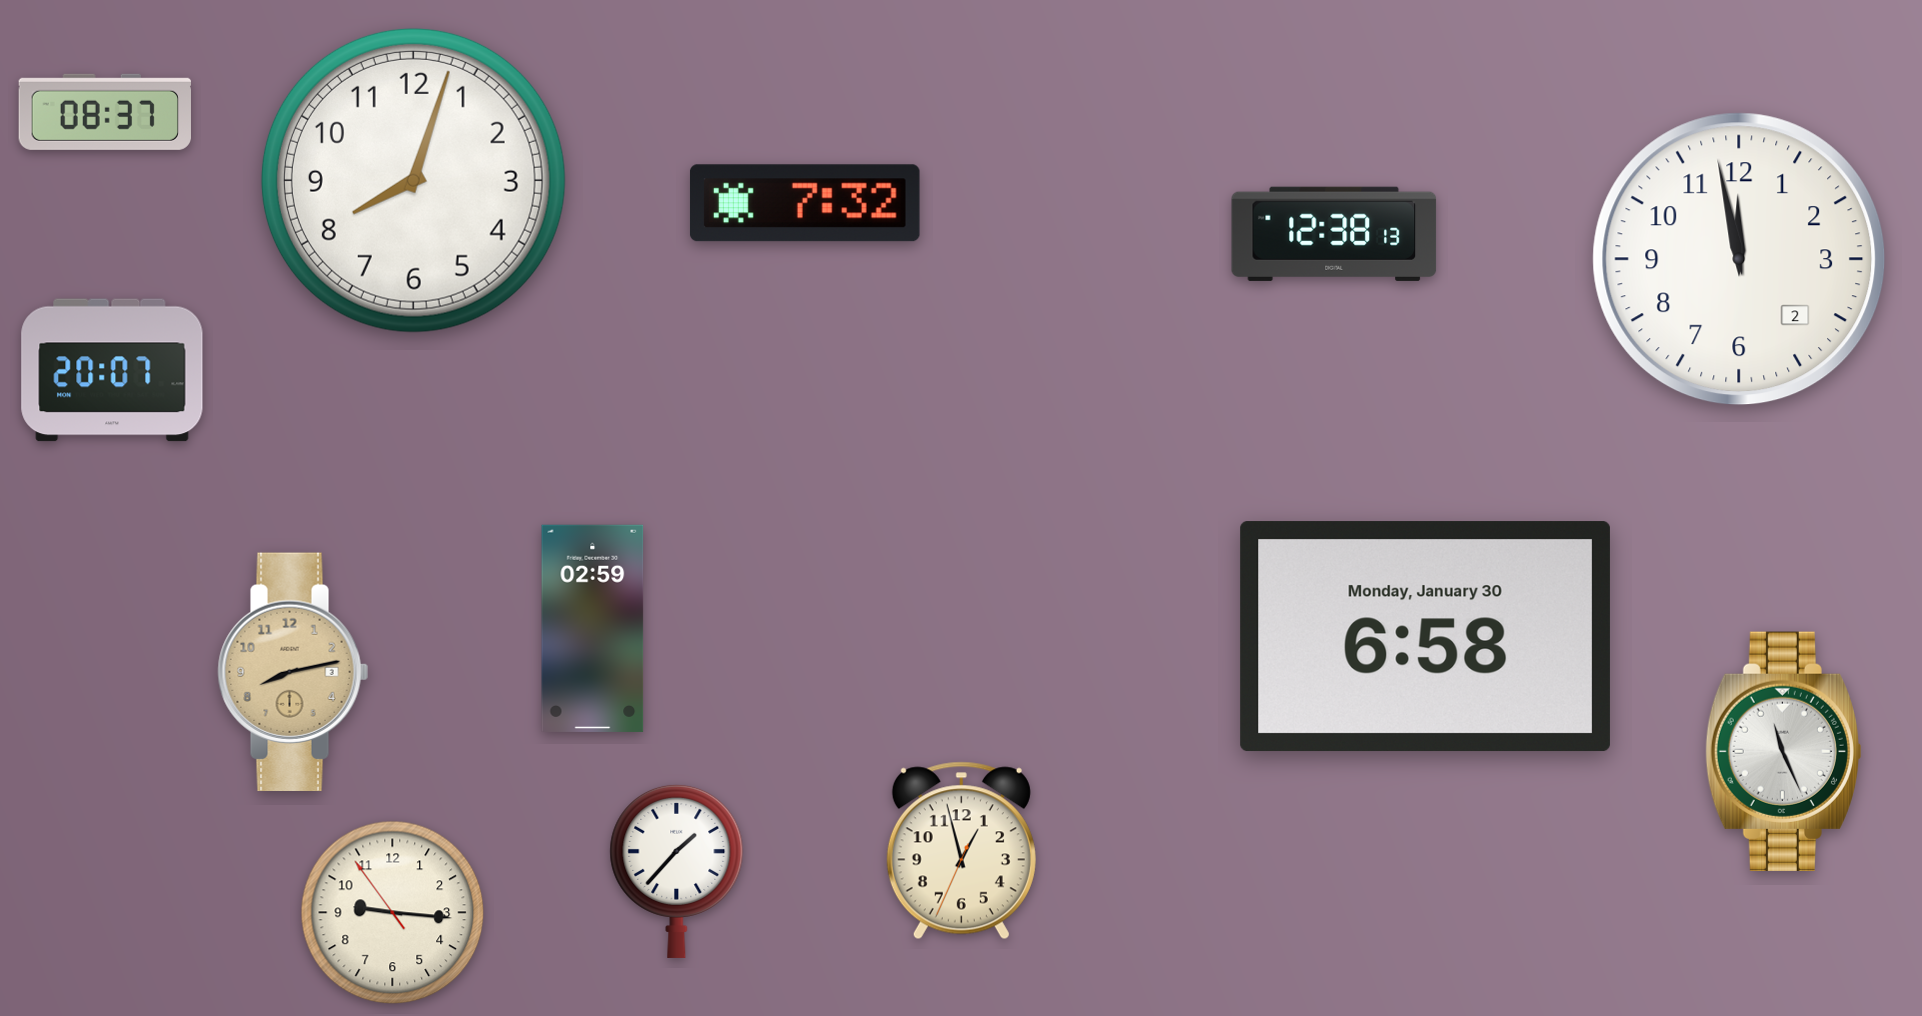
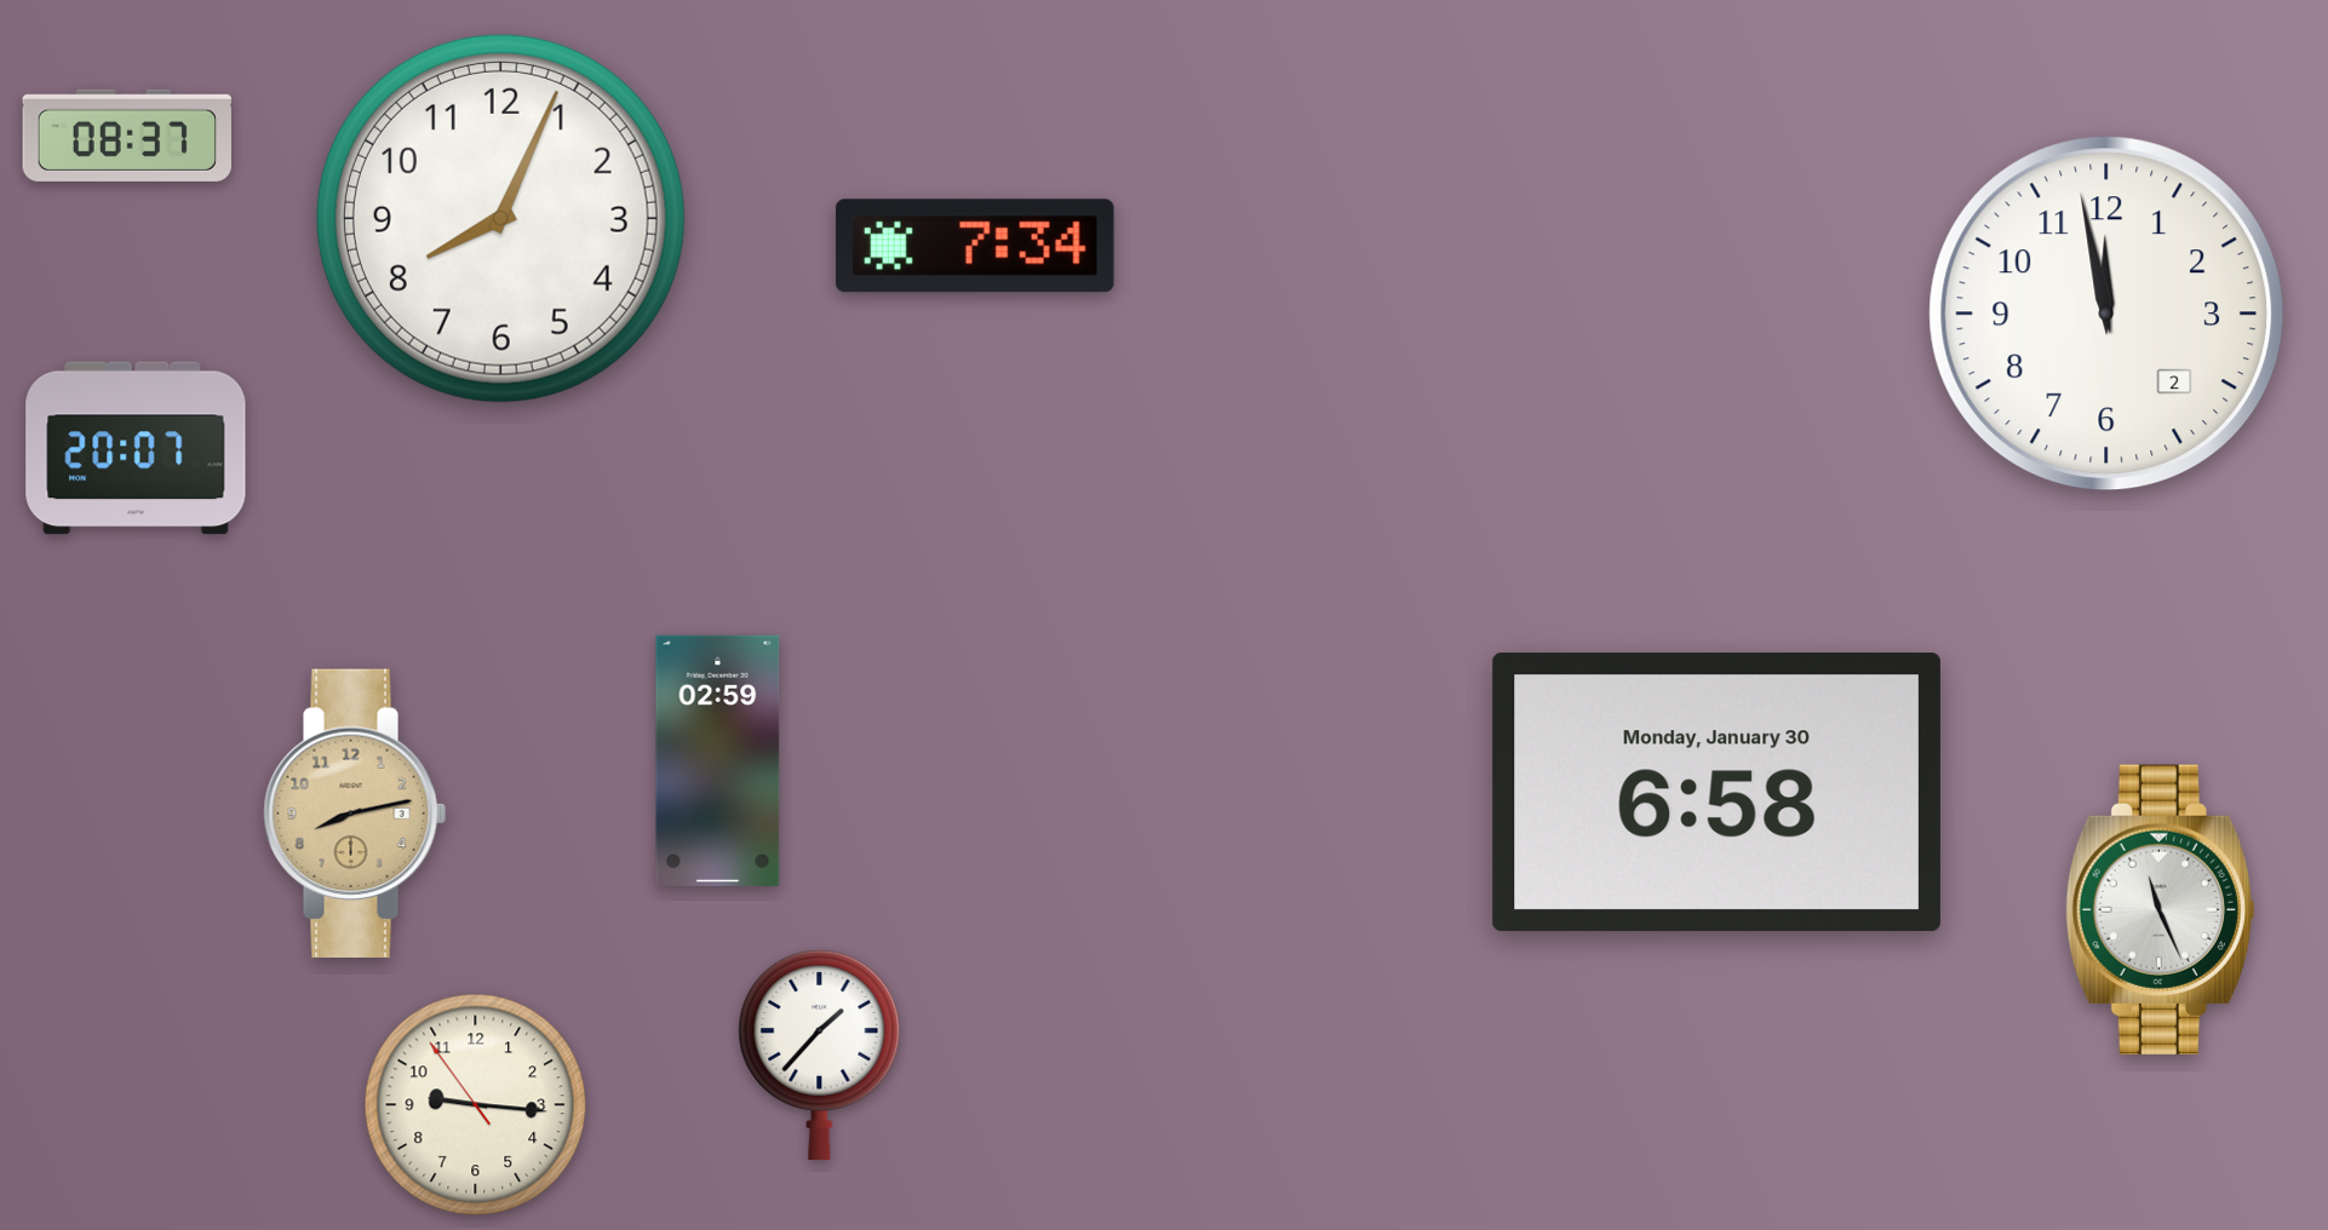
clock at (413, 180): 8:03 -> 8:04
clock at (805, 203): 7:32 -> 7:34
clock at (1334, 234): 12:38 -> none
clock at (1425, 637) position: (1425, 637) -> (1716, 793)
clock at (961, 851): 12:57 -> none
